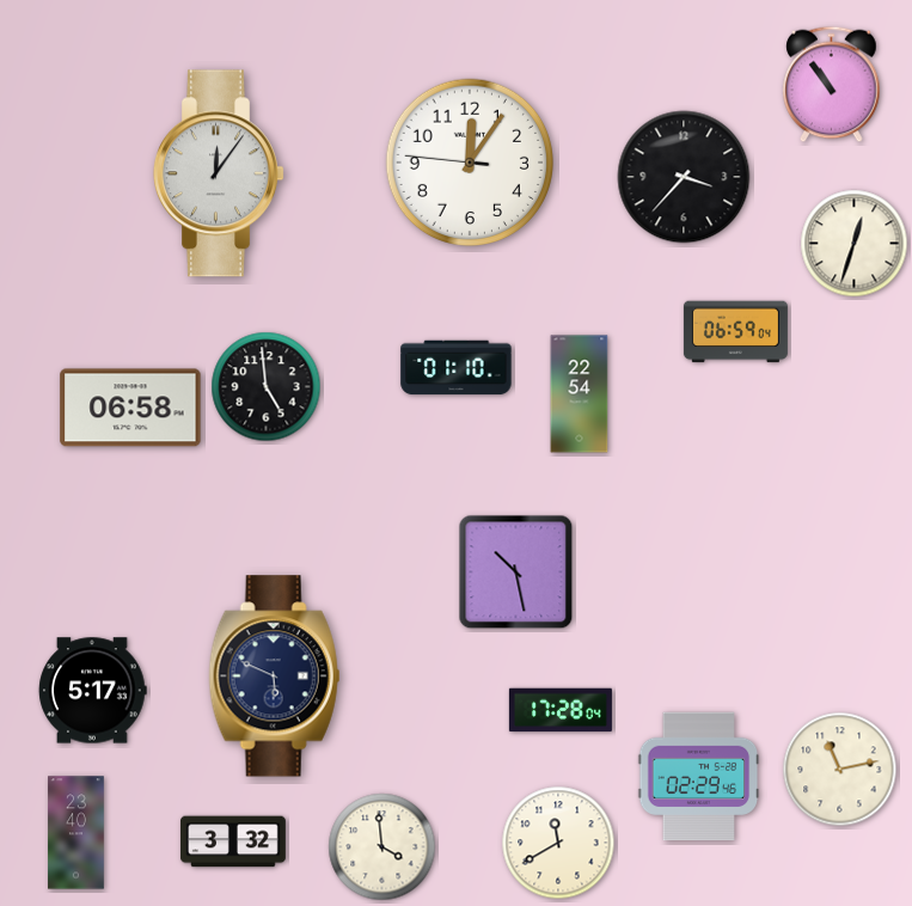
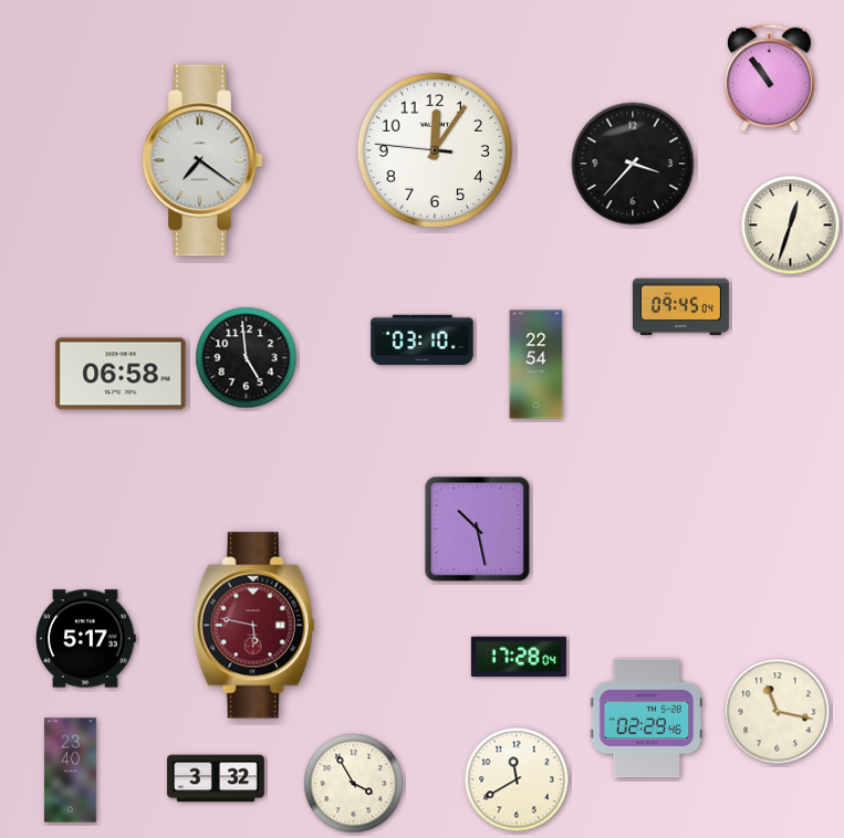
clock at (219, 173): 12:06 -> 7:21
clock at (735, 332): 06:59 -> 09:45
clock at (457, 368): 01:10 -> 03:10
clock at (130, 408) position: (130, 408) -> (121, 374)
clock at (275, 677): 5:49 -> 5:47
clock at (275, 677) dial: navy -> burgundy
clock at (840, 770): 11:13 -> 11:17
clock at (382, 847): 3:59 -> 3:55
